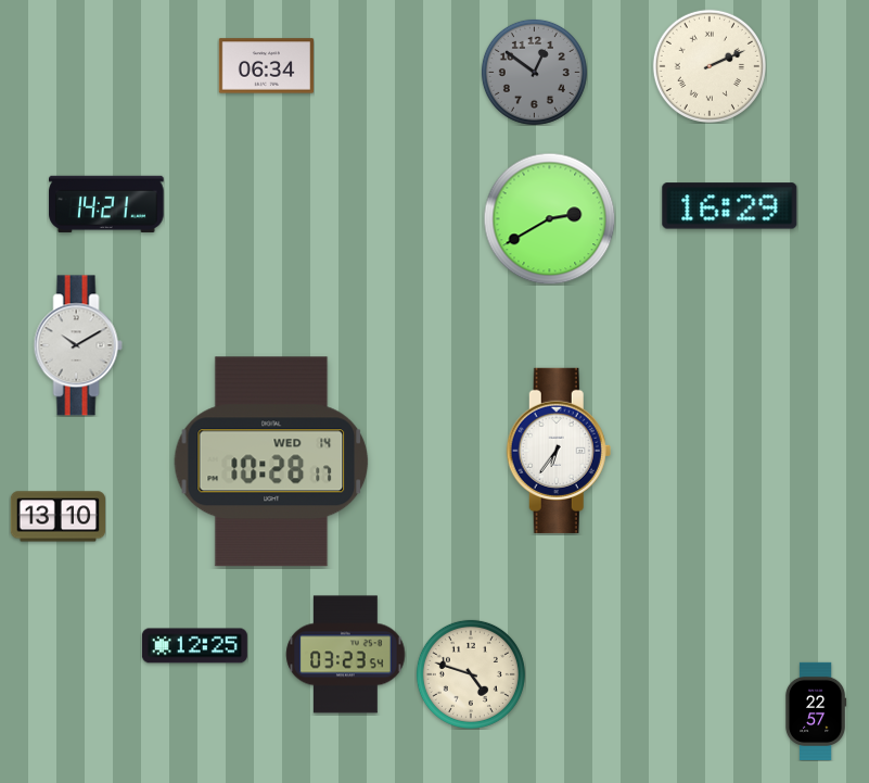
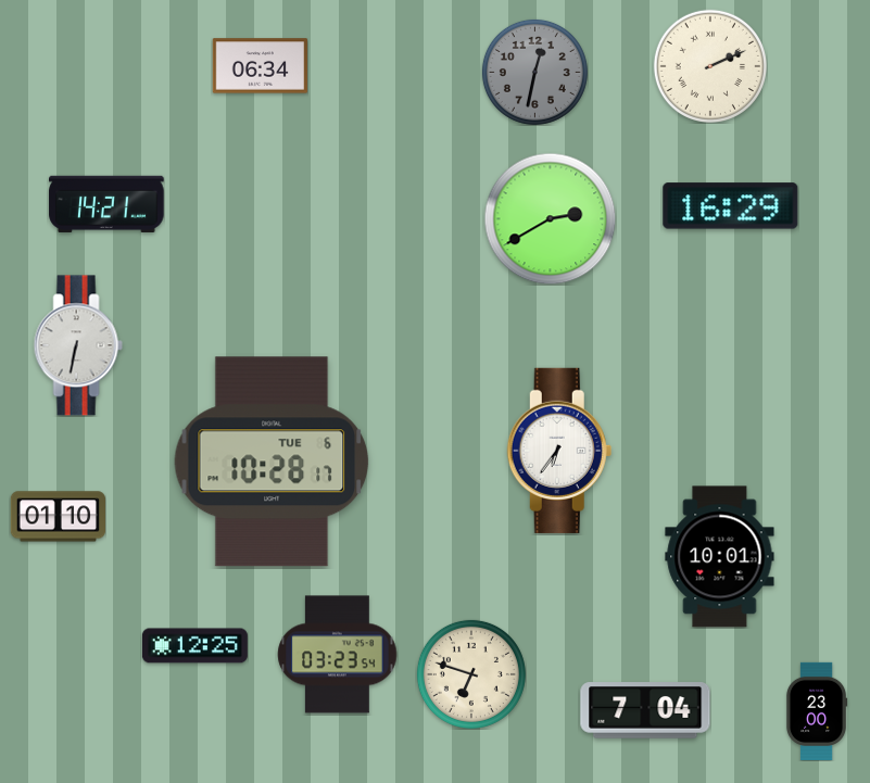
clock at (266, 66) position: (266, 66) -> (260, 66)
clock at (534, 72): 12:51 -> 12:32
clock at (78, 345): 10:10 -> 6:32
clock at (271, 462) date: WED 14 -> TUE 6
clock at (57, 517): 13:10 -> 01:10
clock at (720, 557): none -> 10:01
clock at (346, 655) position: (346, 655) -> (338, 655)
clock at (471, 674): 4:48 -> 6:48
clock at (645, 710): none -> 7:04
clock at (816, 710): 22:57 -> 23:00
